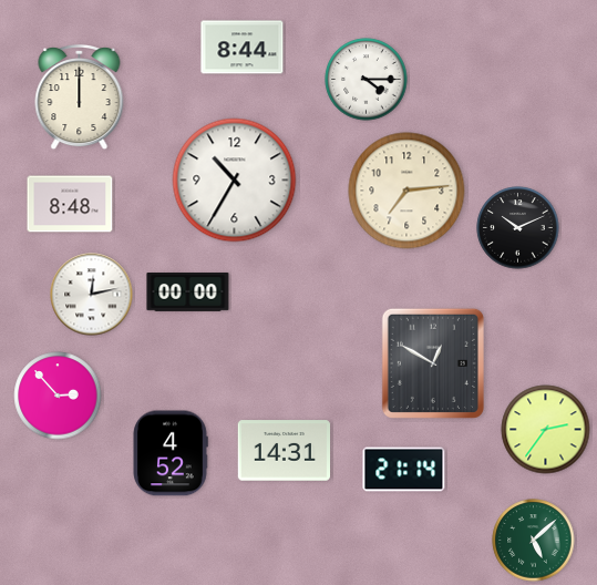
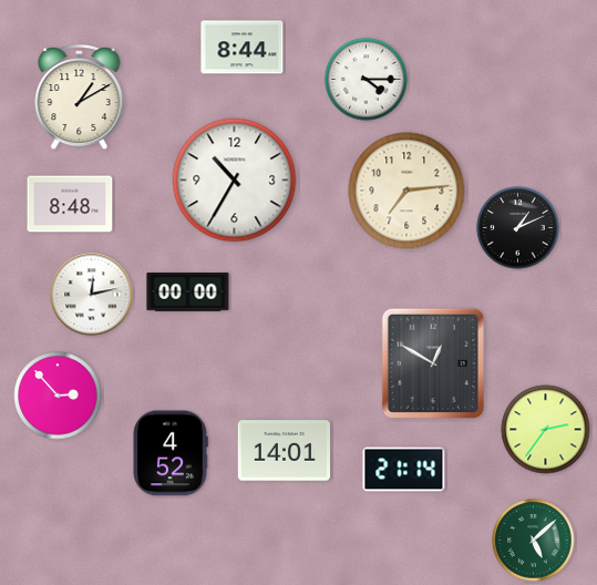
clock at (80, 97): 12:00 -> 1:10
clock at (518, 228): 10:11 -> 1:11
clock at (285, 451): 14:31 -> 14:01
